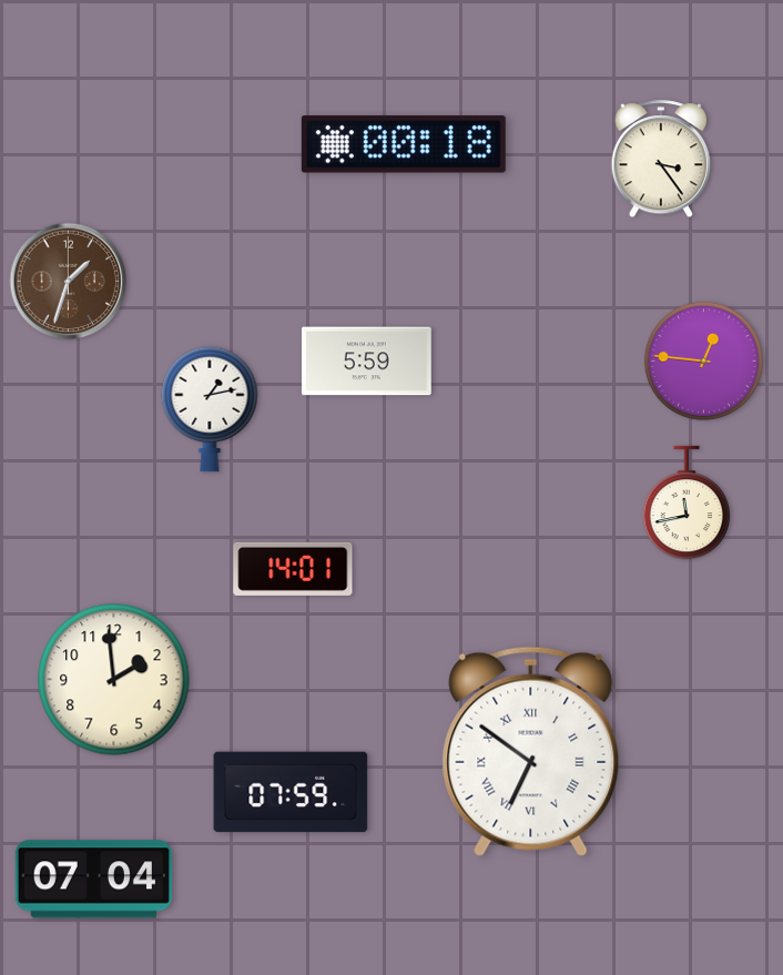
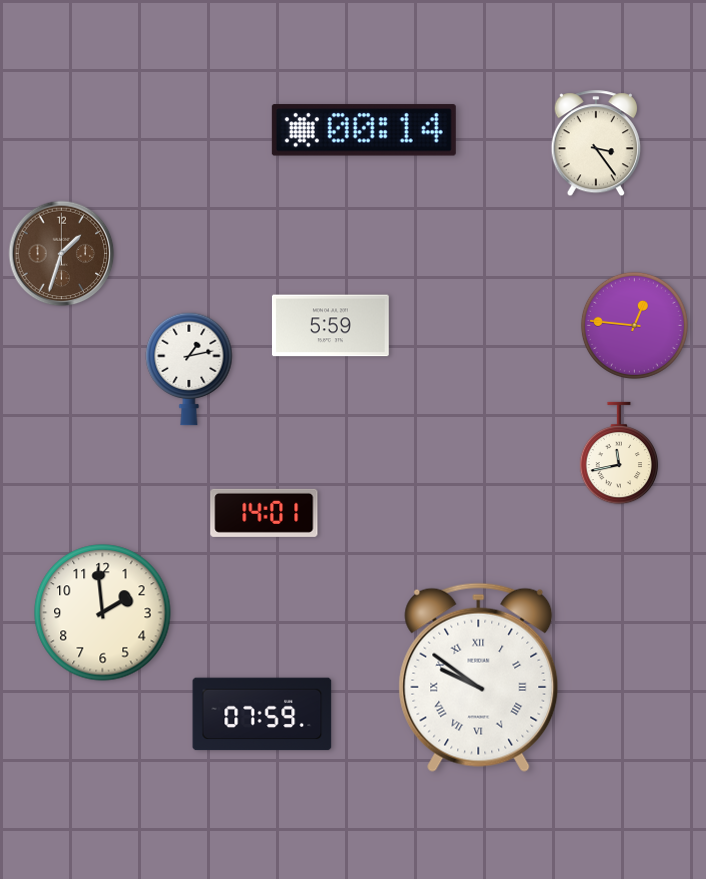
clock at (404, 144): 00:18 -> 00:14
clock at (531, 751): 6:51 -> 9:51
clock at (93, 880): 07:04 -> none
